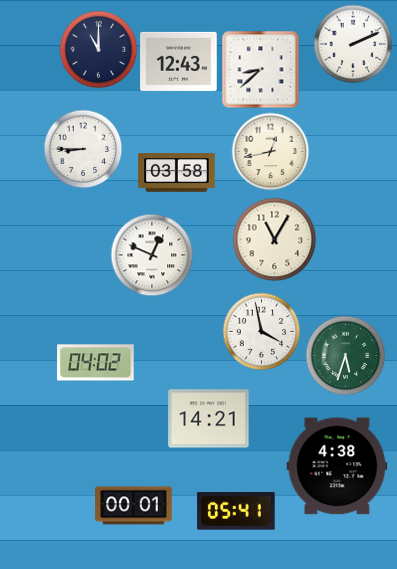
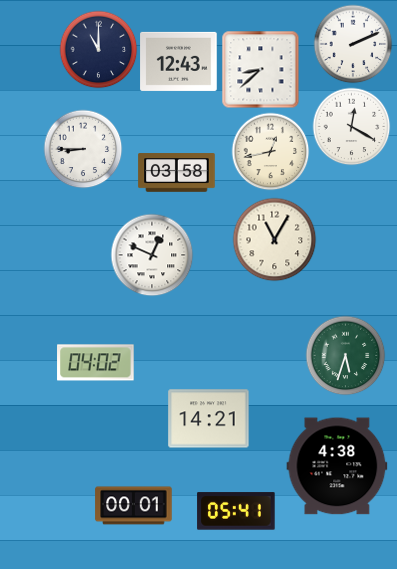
clock at (351, 126): none -> 12:20
clock at (261, 331): 3:58 -> none
